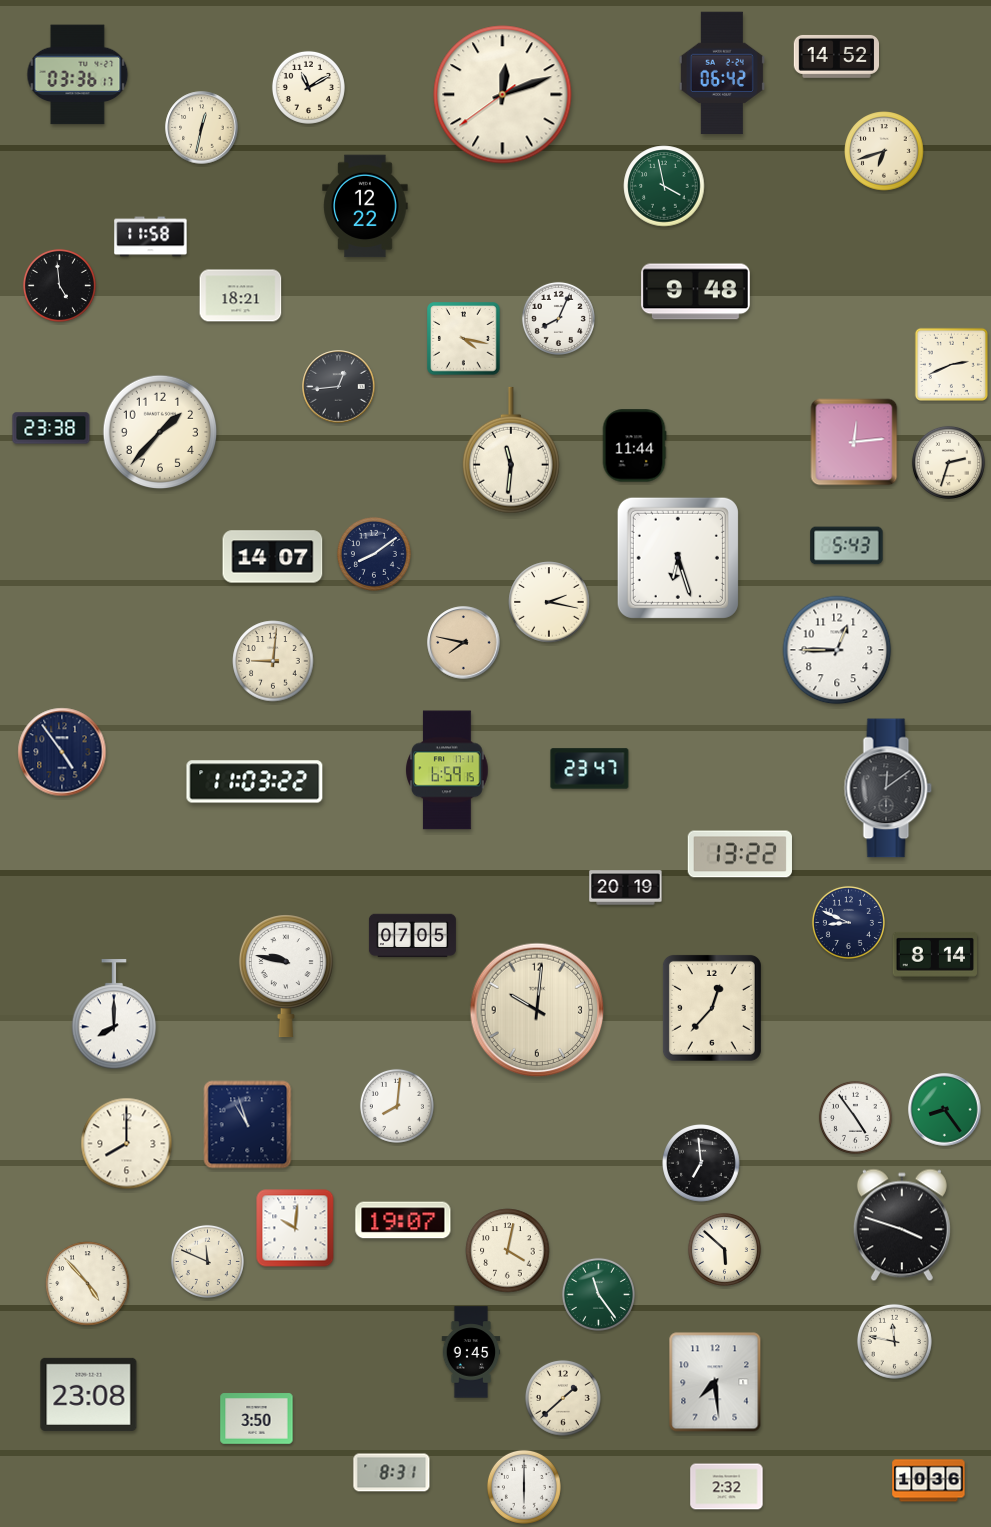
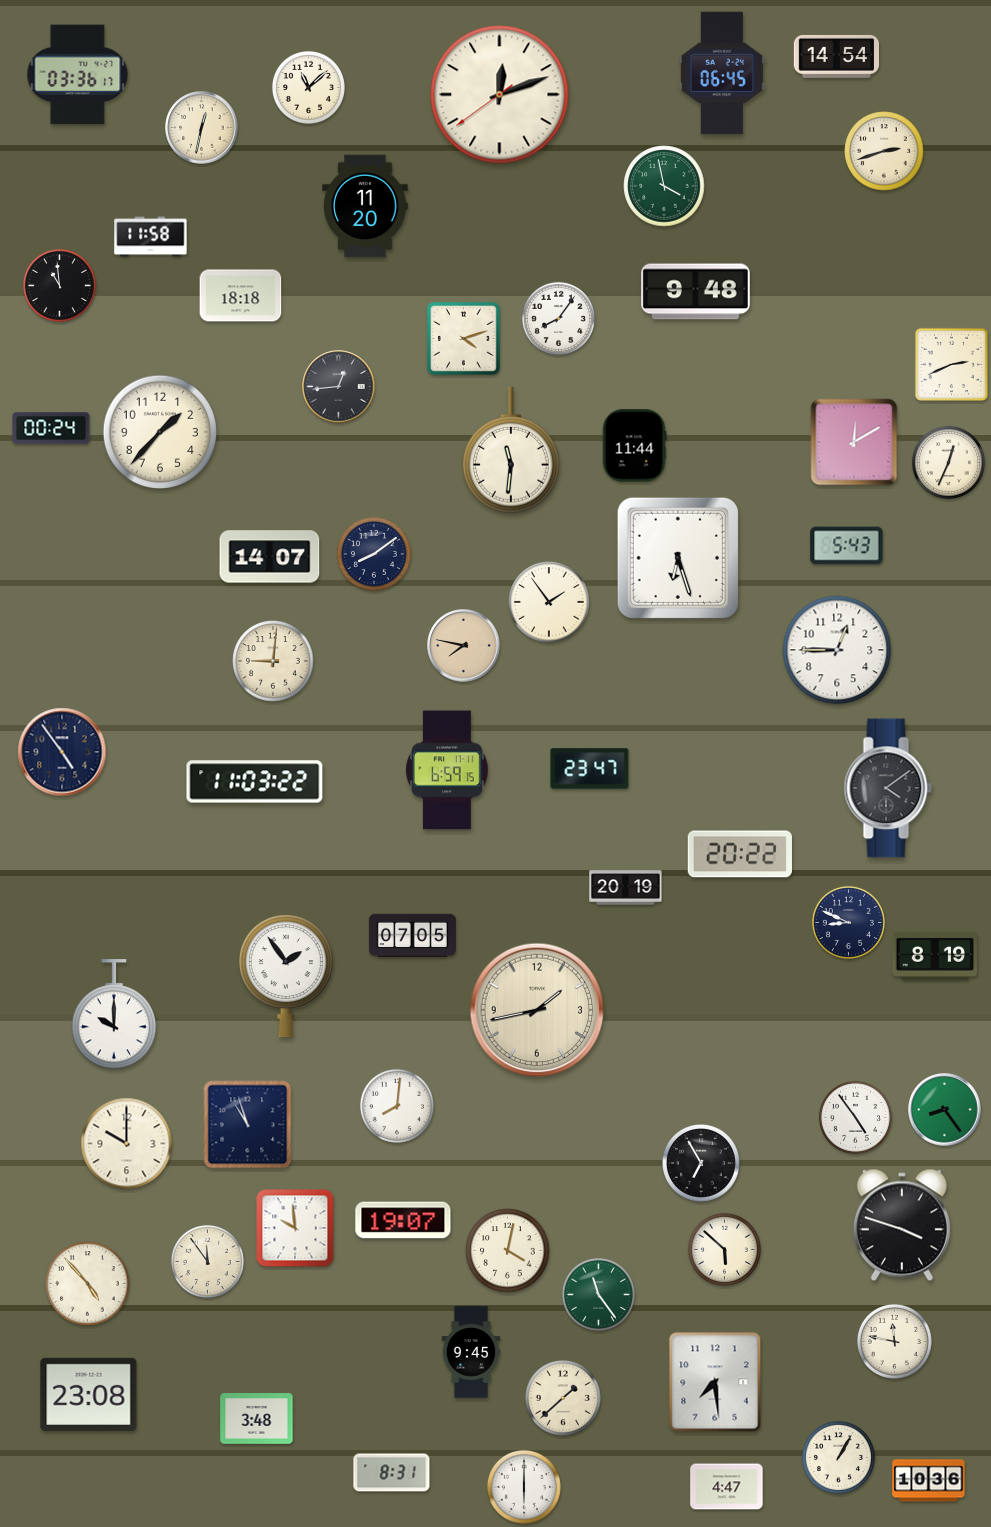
clock at (836, 56): 14:52 -> 14:54
clock at (722, 73): 06:42 -> 06:45
clock at (308, 87): 11:10 -> 11:08
clock at (503, 95) position: (503, 95) -> (500, 95)
clock at (884, 151): 6:42 -> 2:42
clock at (365, 206): 12:22 -> 11:20
clock at (59, 285): 4:59 -> 10:59
clock at (241, 296): 18:21 -> 18:18
clock at (558, 318): 8:04 -> 8:06
clock at (464, 339): 4:17 -> 4:12
clock at (51, 428): 23:38 -> 00:24
clock at (854, 442): 12:14 -> 12:10
clock at (948, 462): 2:33 -> 12:34
clock at (273, 557) position: (273, 557) -> (270, 557)
clock at (549, 602): 2:17 -> 1:54
clock at (464, 643) position: (464, 643) -> (464, 646)
clock at (888, 788): 12:09 -> 4:09
clock at (740, 854): 13:22 -> 20:22
clock at (935, 956): 8:14 -> 8:19
clock at (286, 976): 9:47 -> 1:54
clock at (712, 1008): 12:37 -> none
clock at (537, 1010): 10:01 -> 1:43
clock at (114, 1015): 8:00 -> 10:00
clock at (127, 1144): 8:00 -> 10:00
clock at (702, 1164): 6:59 -> 6:55
clock at (295, 1228): 10:01 -> 9:59
clock at (207, 1261): 11:49 -> 11:54
clock at (257, 1419): 3:50 -> 3:48
clock at (838, 1457): none -> 1:05
clock at (727, 1487): 2:32 -> 4:47
